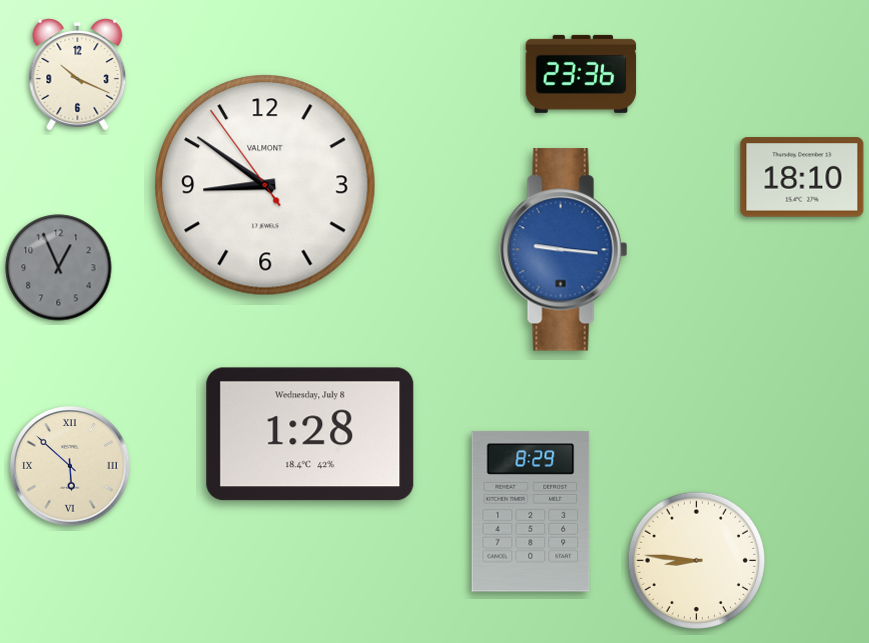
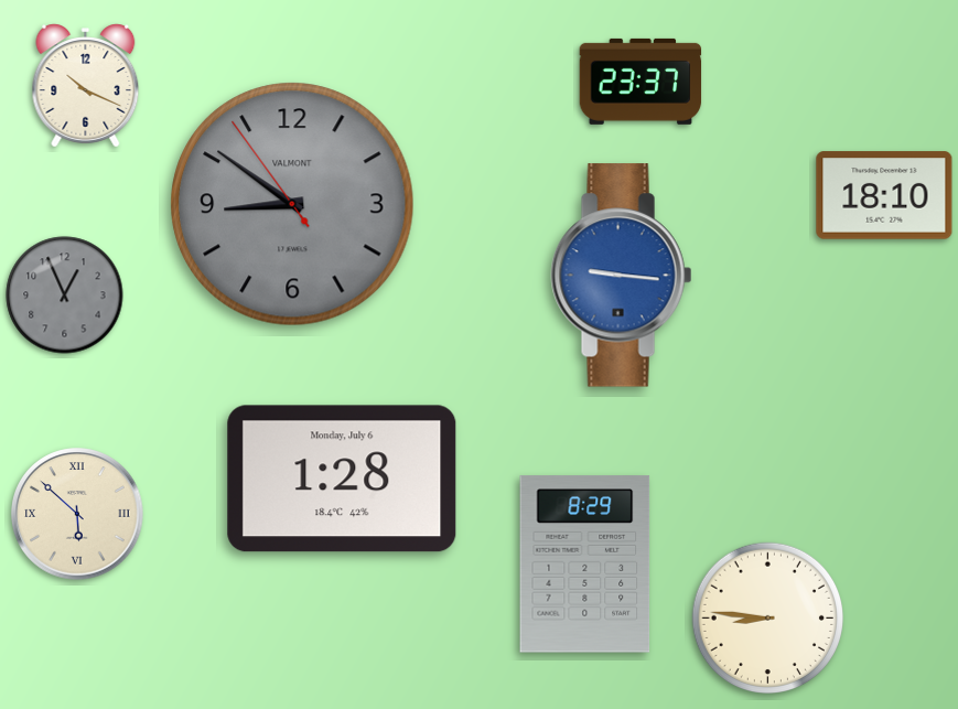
clock at (581, 74): 23:36 -> 23:37
clock at (78, 75) position: (78, 75) -> (86, 86)
clock at (265, 185) dial: white -> grey
clock at (310, 434) date: Wednesday, July 8 -> Monday, July 6
